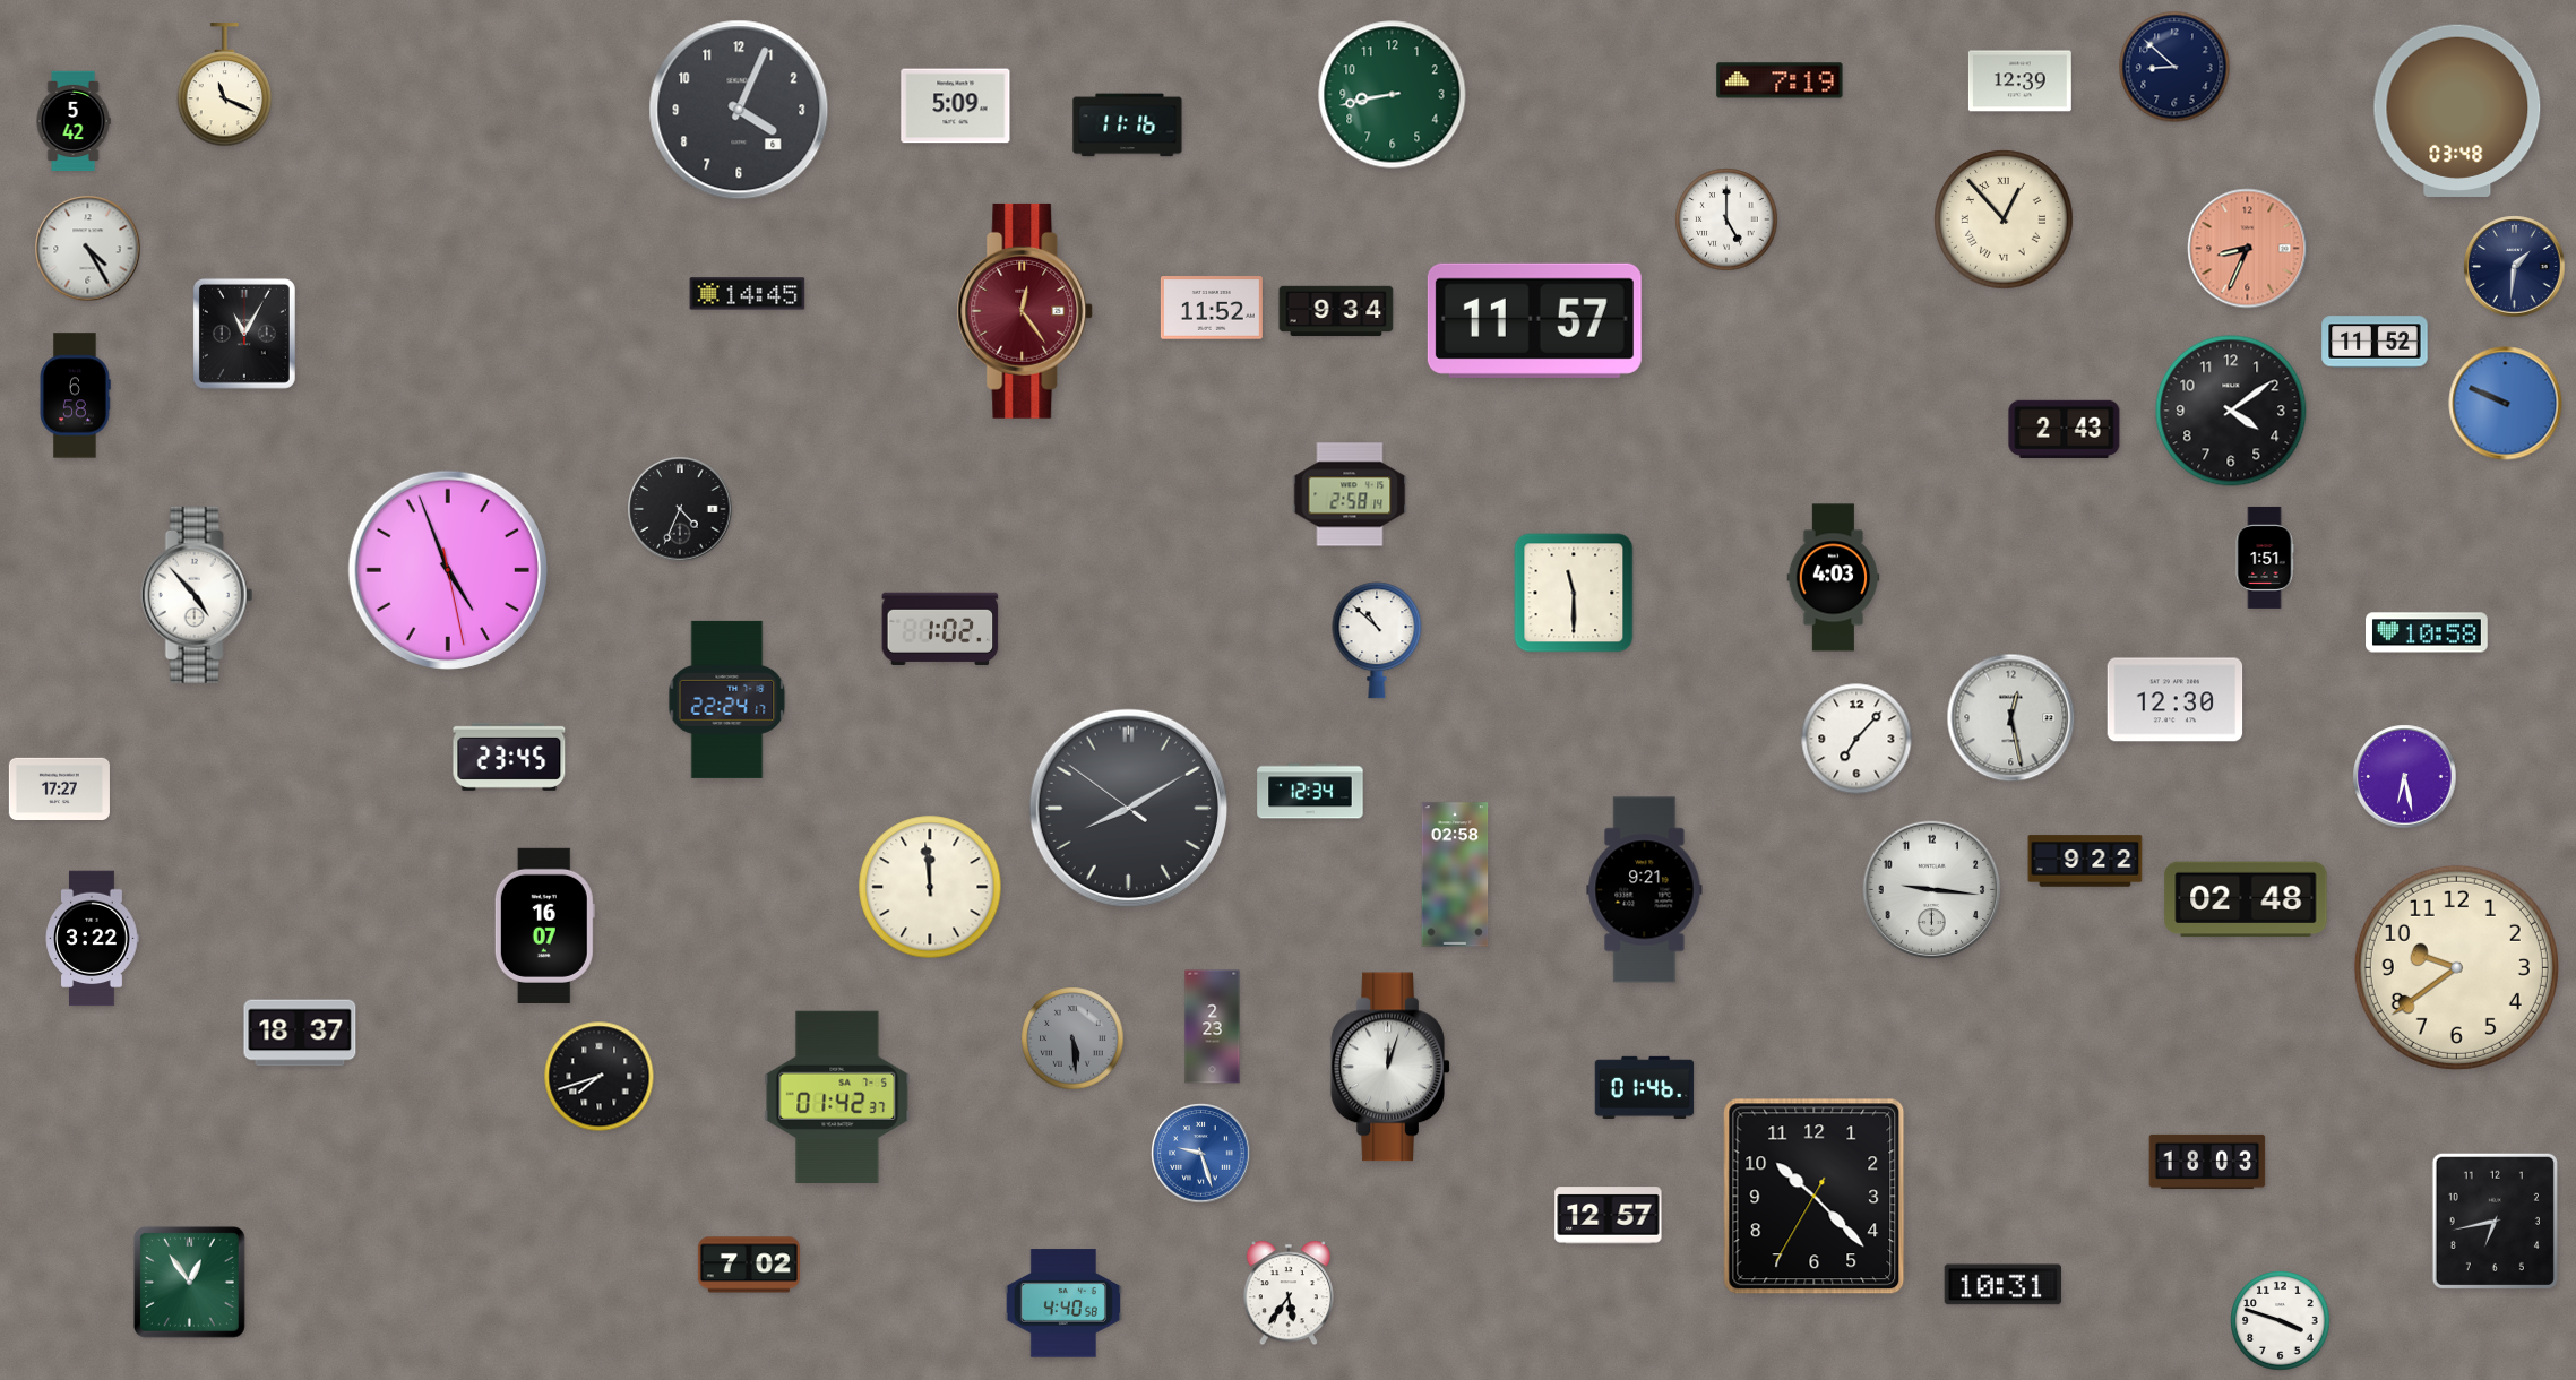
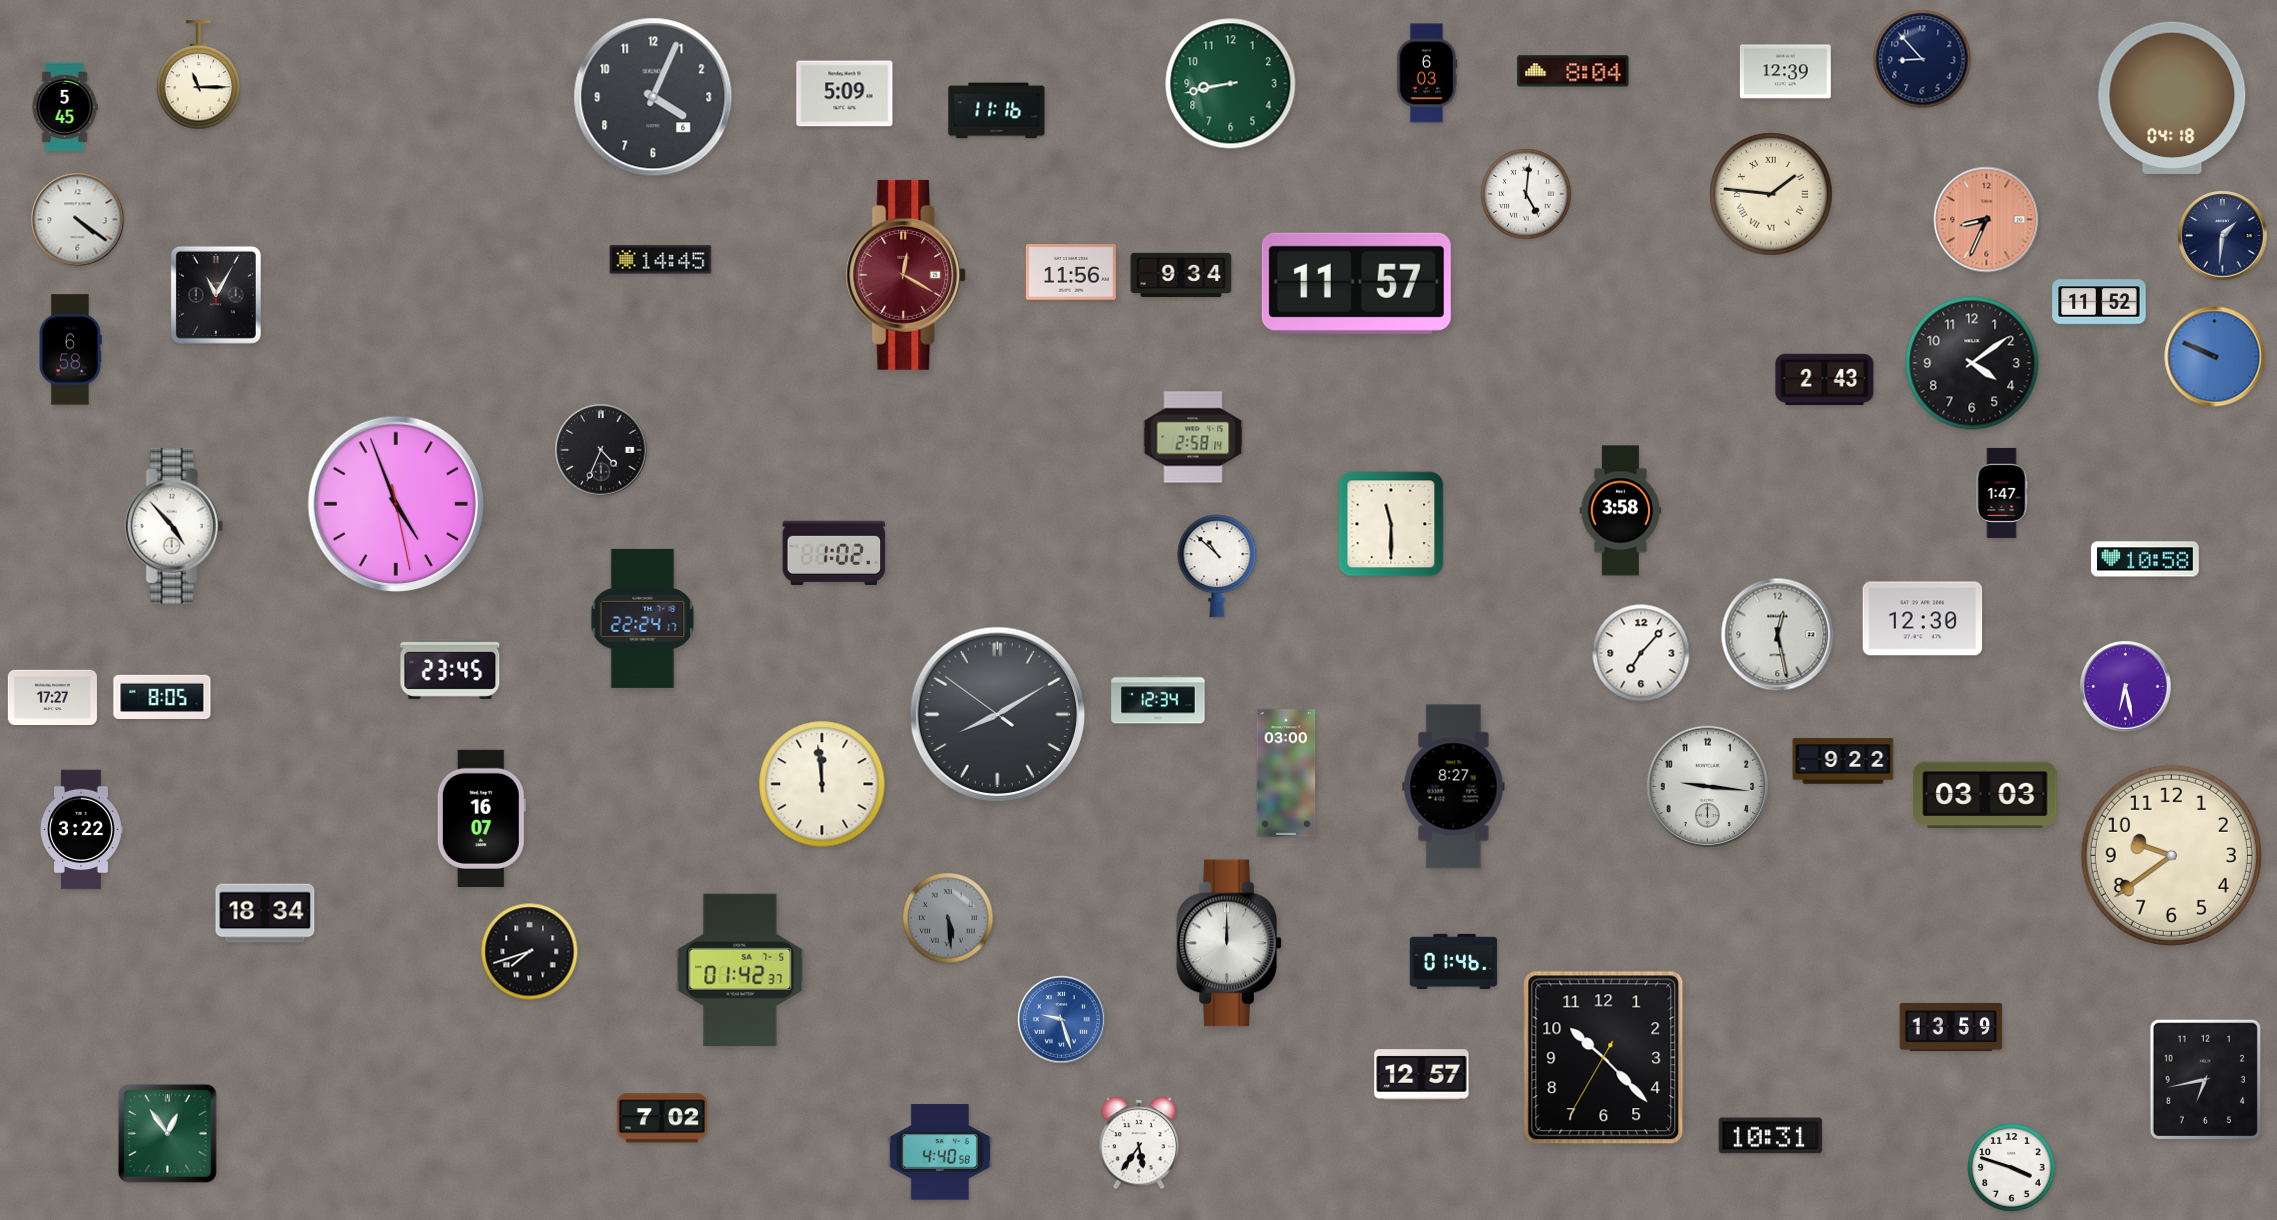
clock at (2174, 67): 8:52 -> 8:53
clock at (1780, 80): 7:19 -> 8:04
clock at (1427, 73): none -> 6:03
clock at (225, 85): 11:19 -> 11:15
clock at (2457, 111): 03:48 -> 04:18
clock at (74, 121): 5:42 -> 5:45
clock at (1726, 219): 5:00 -> 5:01
clock at (2004, 219): 12:53 -> 1:46
clock at (88, 249): 4:25 -> 4:21
clock at (1212, 308): 11:52 -> 11:56
clock at (1025, 311): 12:24 -> 12:20
clock at (75, 396) position: (75, 396) -> (70, 350)
clock at (2265, 558): 1:51 -> 1:47
clock at (1834, 578): 4:03 -> 3:58
clock at (940, 629) position: (940, 629) -> (834, 553)
clock at (162, 696): none -> 8:05
clock at (1455, 874): 02:58 -> 03:00
clock at (1645, 890): 9:21 -> 8:27
clock at (2246, 899): 02:48 -> 03:03
clock at (1213, 1027): 2:23 -> none
clock at (300, 1033): 18:37 -> 18:34
clock at (1390, 1067): 12:03 -> 12:00
clock at (2207, 1162): 18:03 -> 13:59
clock at (2281, 1321) position: (2281, 1321) -> (2012, 1168)
